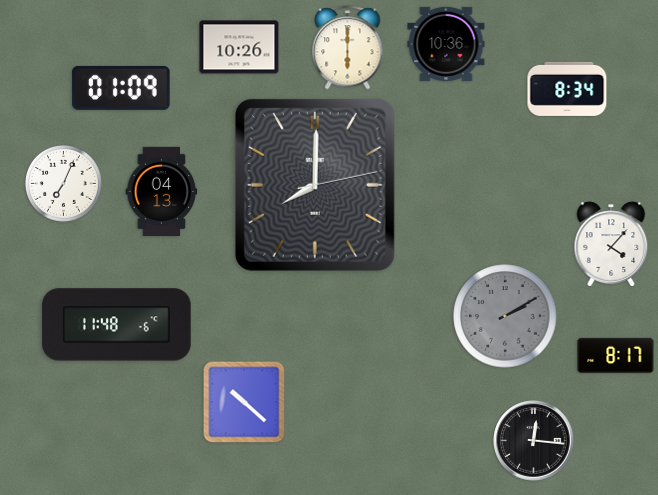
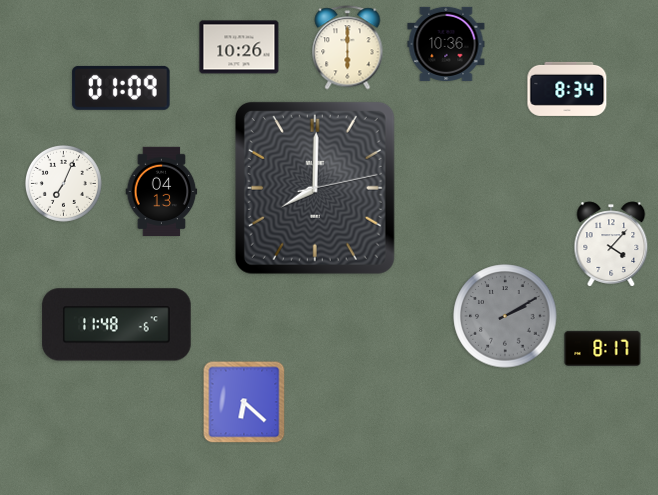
clock at (315, 185) position: (315, 185) -> (315, 188)
clock at (616, 355) position: (616, 355) -> (603, 348)
clock at (244, 402): 10:22 -> 6:22
clock at (534, 441): 12:16 -> none
